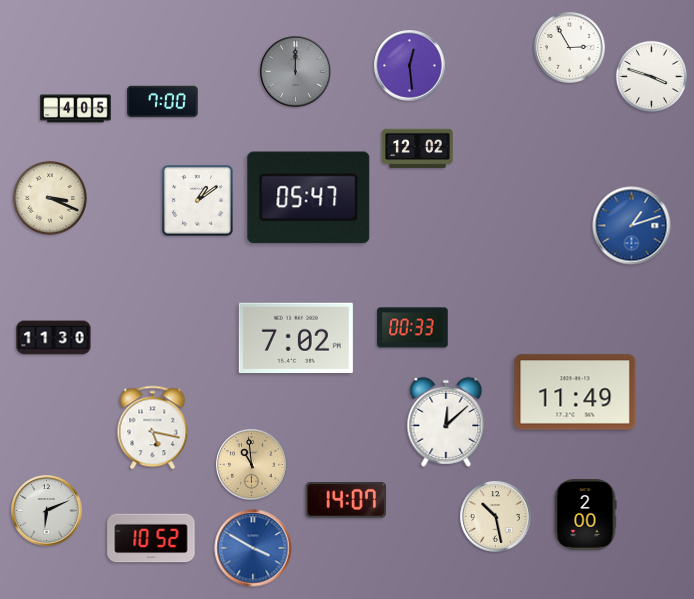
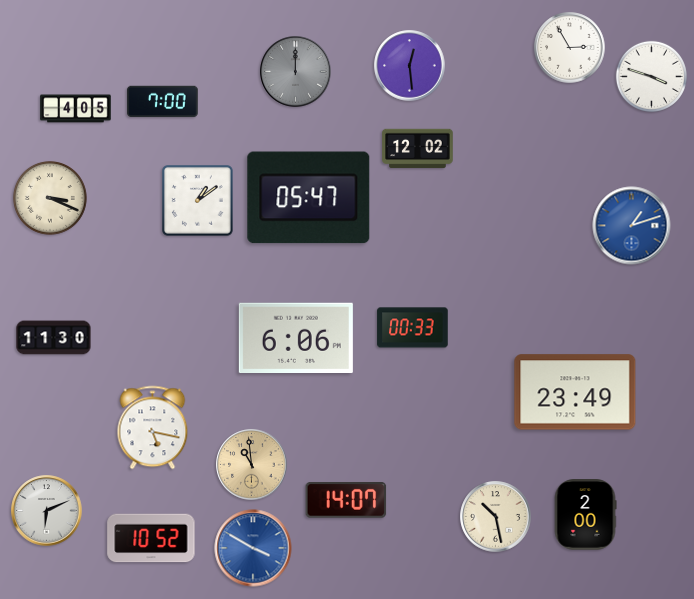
clock at (296, 337): 7:02 -> 6:06
clock at (575, 392): 11:49 -> 23:49
clock at (446, 422): 12:08 -> none
